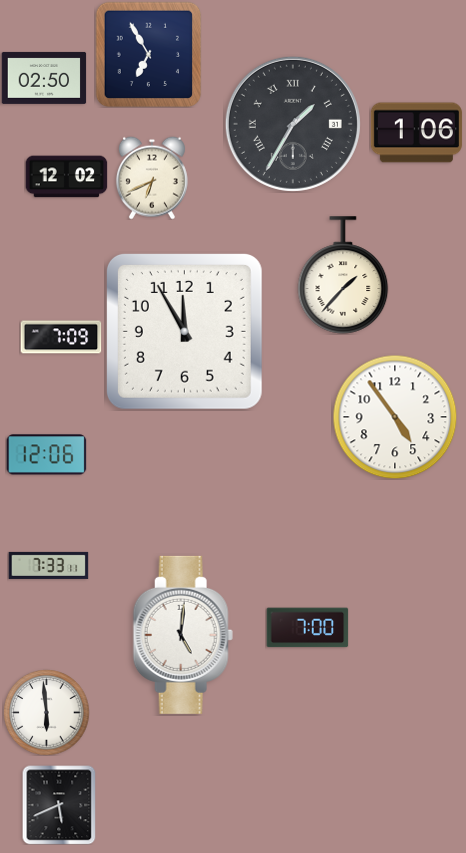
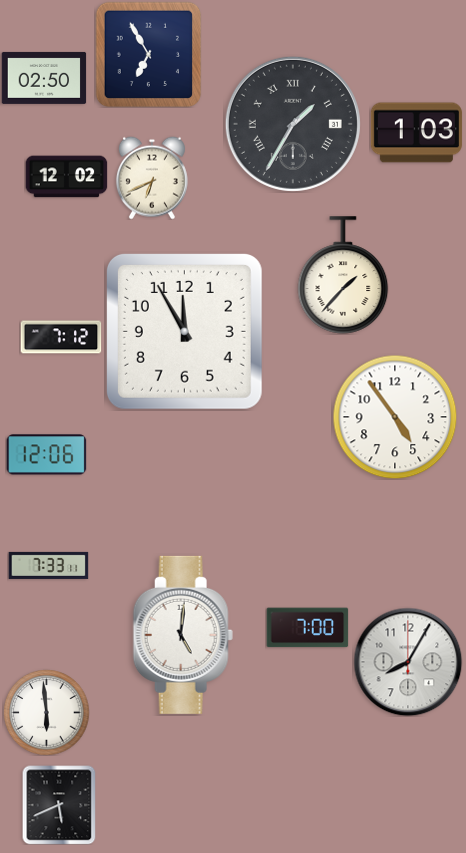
clock at (416, 133): 1:06 -> 1:03
clock at (61, 337): 7:09 -> 7:12
clock at (408, 662): none -> 8:05
